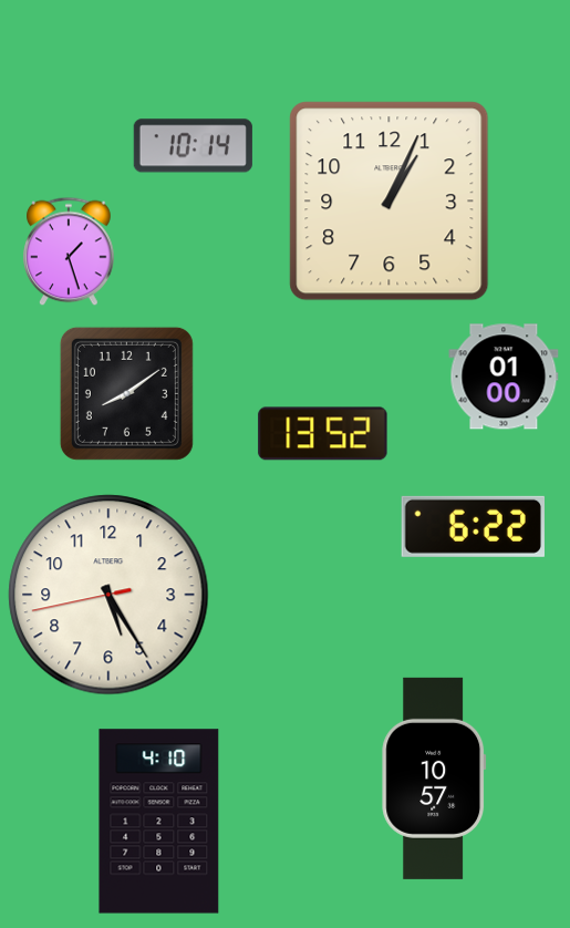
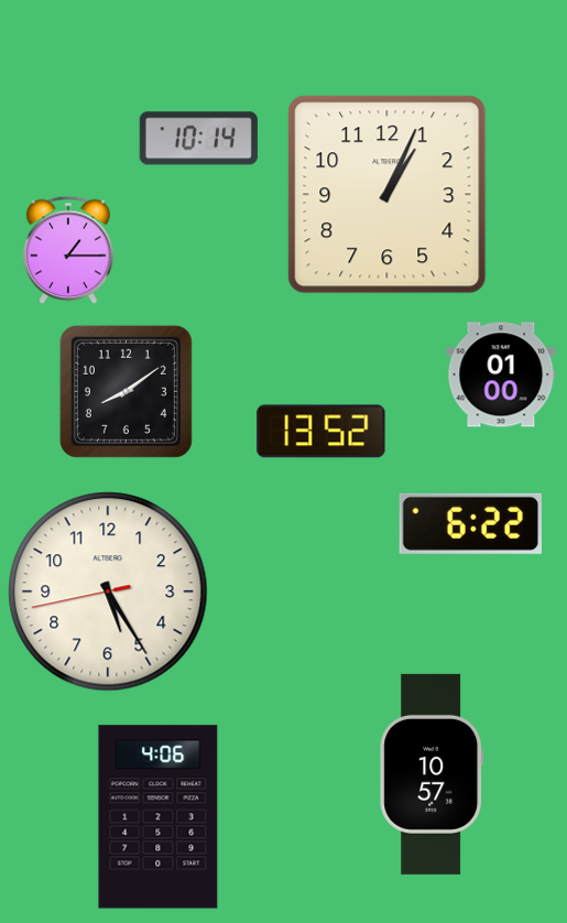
clock at (193, 146) position: (193, 146) -> (198, 139)
clock at (390, 202) position: (390, 202) -> (388, 195)
clock at (69, 251): 1:27 -> 1:15
clock at (159, 822): 4:10 -> 4:06
